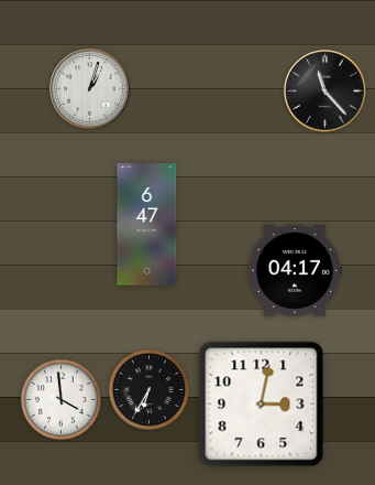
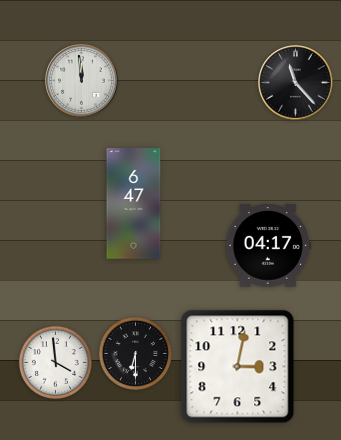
clock at (90, 89): 1:03 -> 11:59
clock at (148, 389): 6:35 -> 6:30
